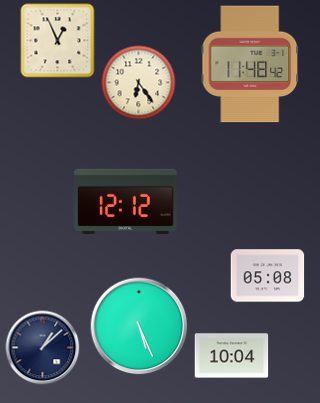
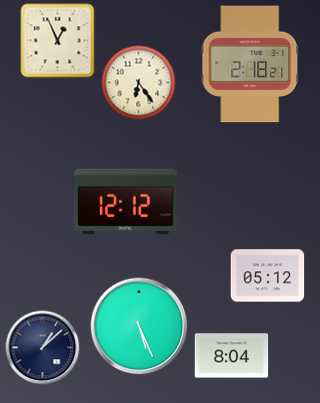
clock at (250, 64): 11:48 -> 2:18
clock at (268, 276): 05:08 -> 05:12
clock at (232, 356): 10:04 -> 8:04
